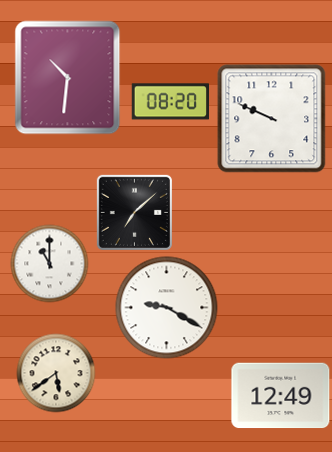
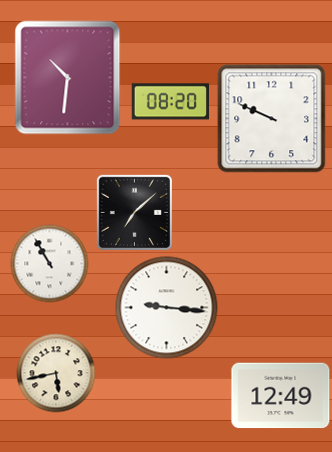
clock at (50, 264): 11:00 -> 10:55
clock at (167, 308): 9:20 -> 9:16
clock at (56, 373): 5:39 -> 5:43
